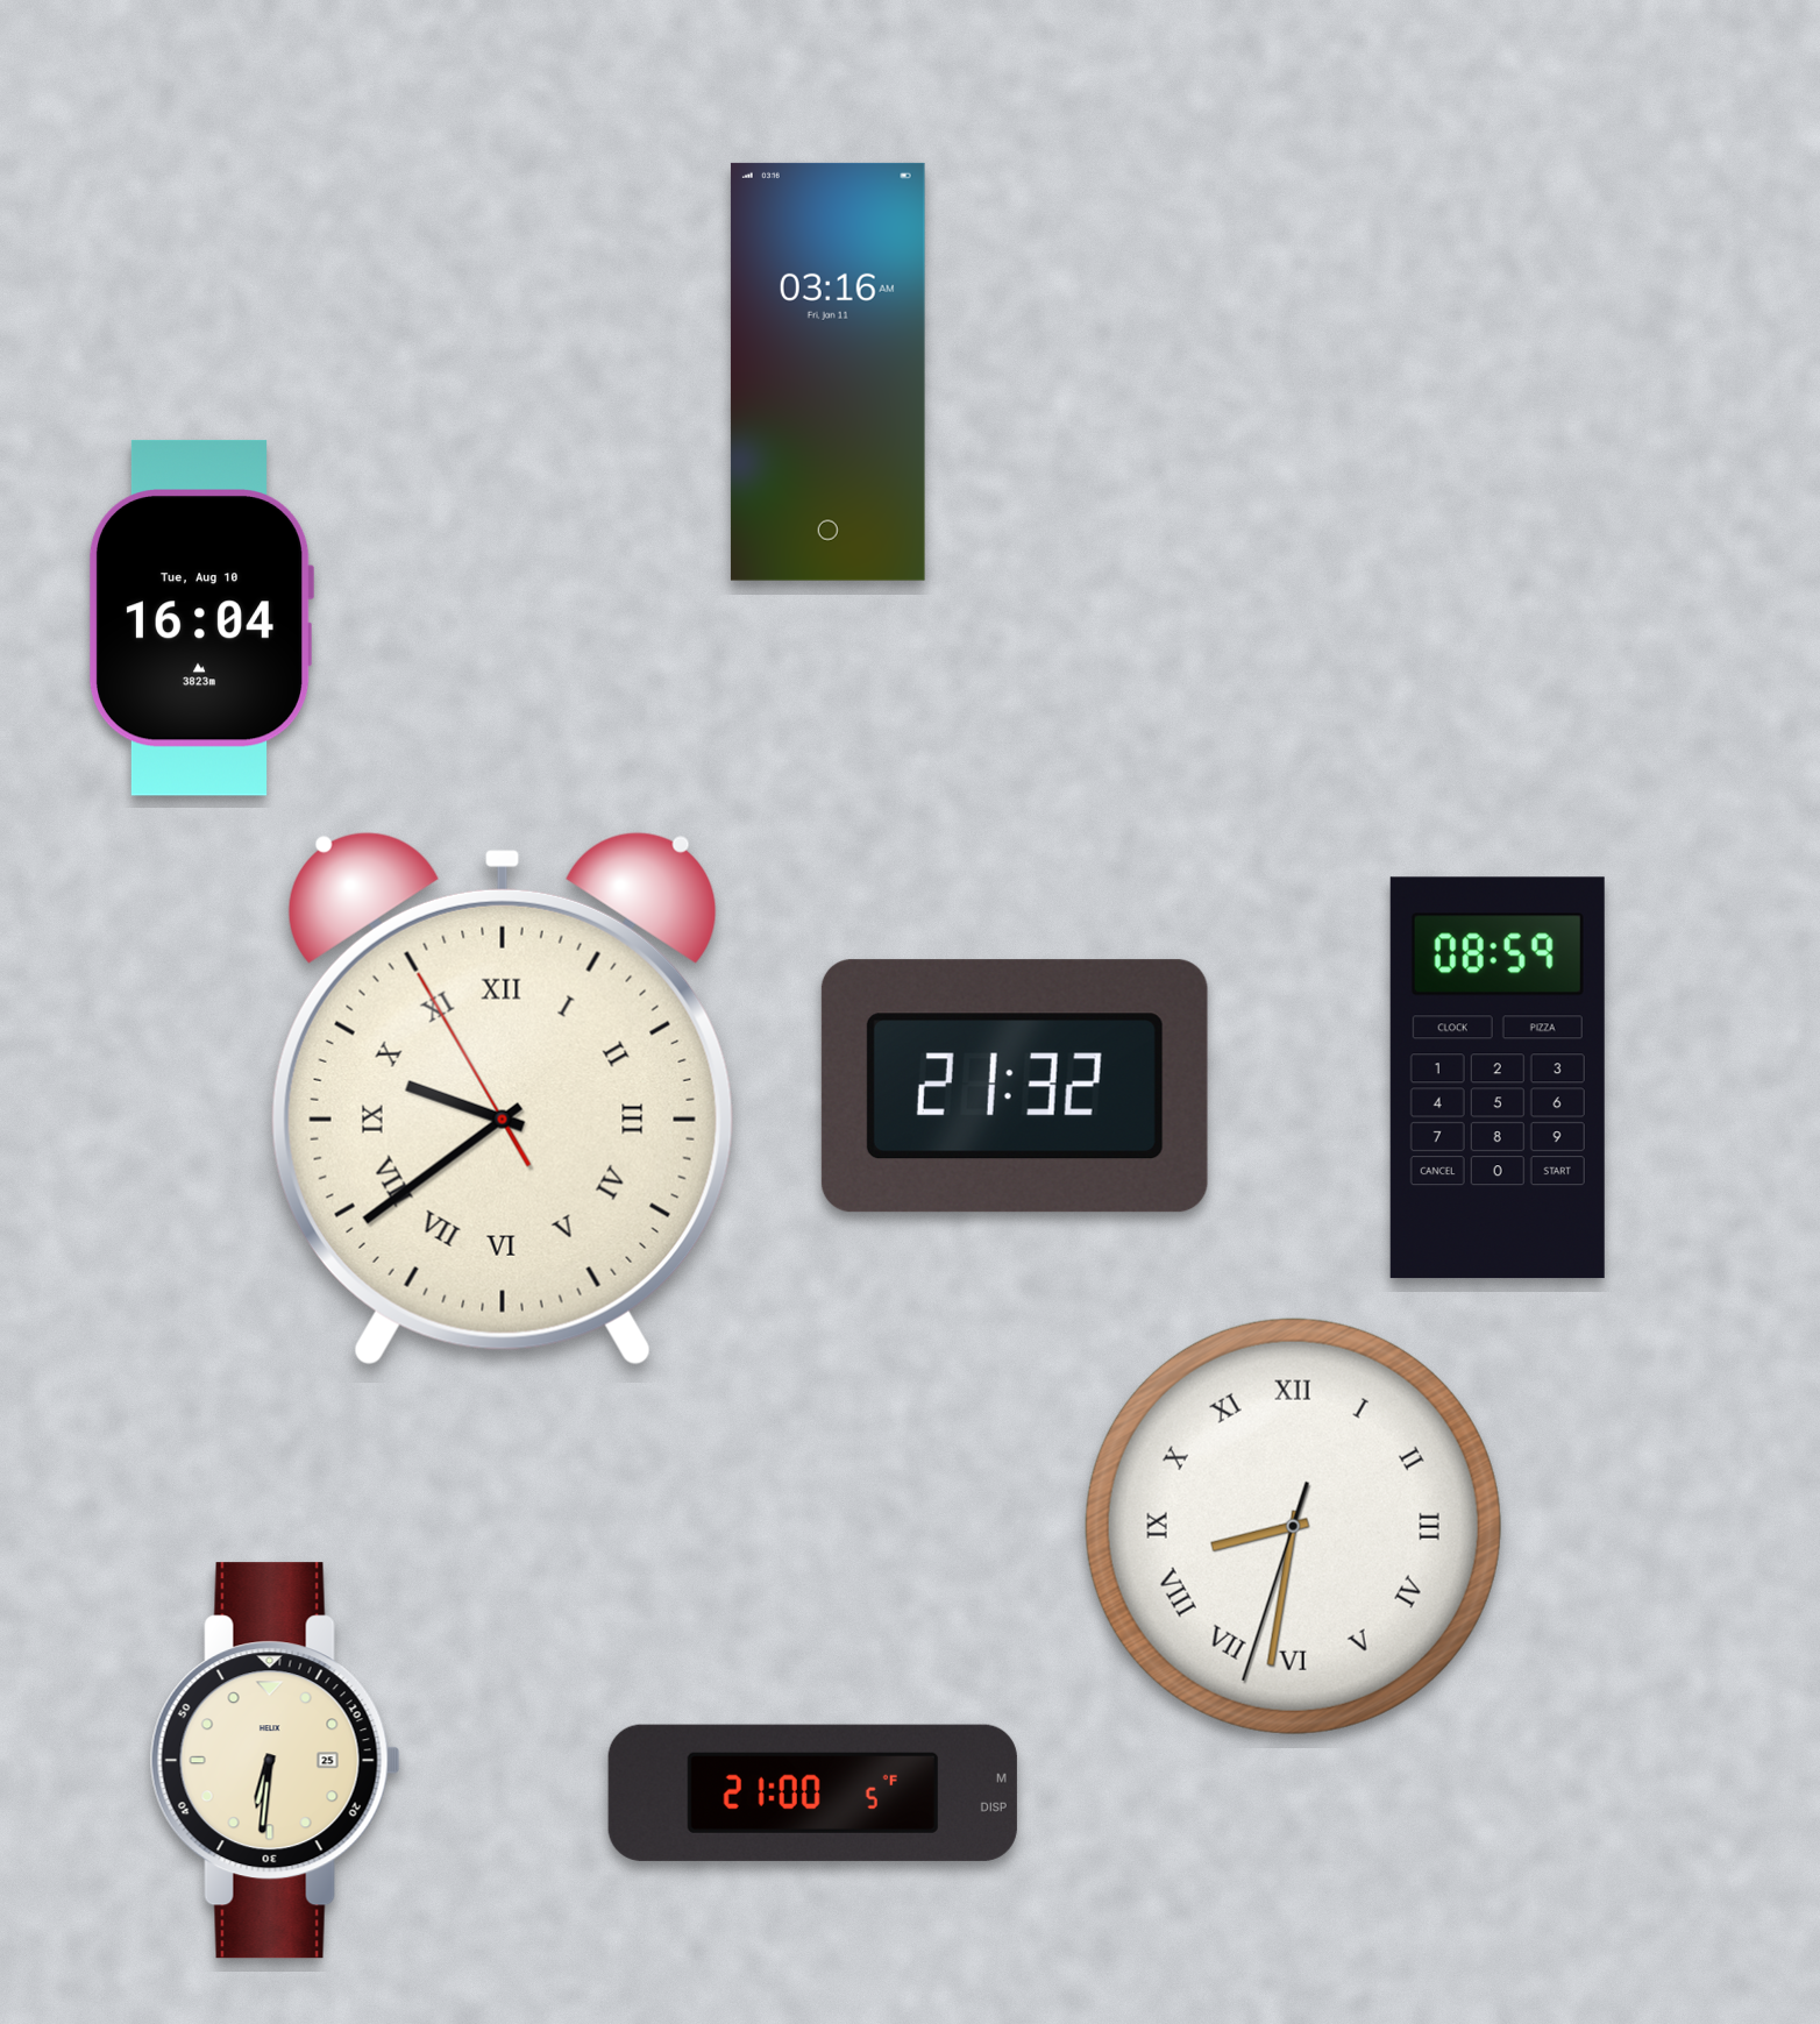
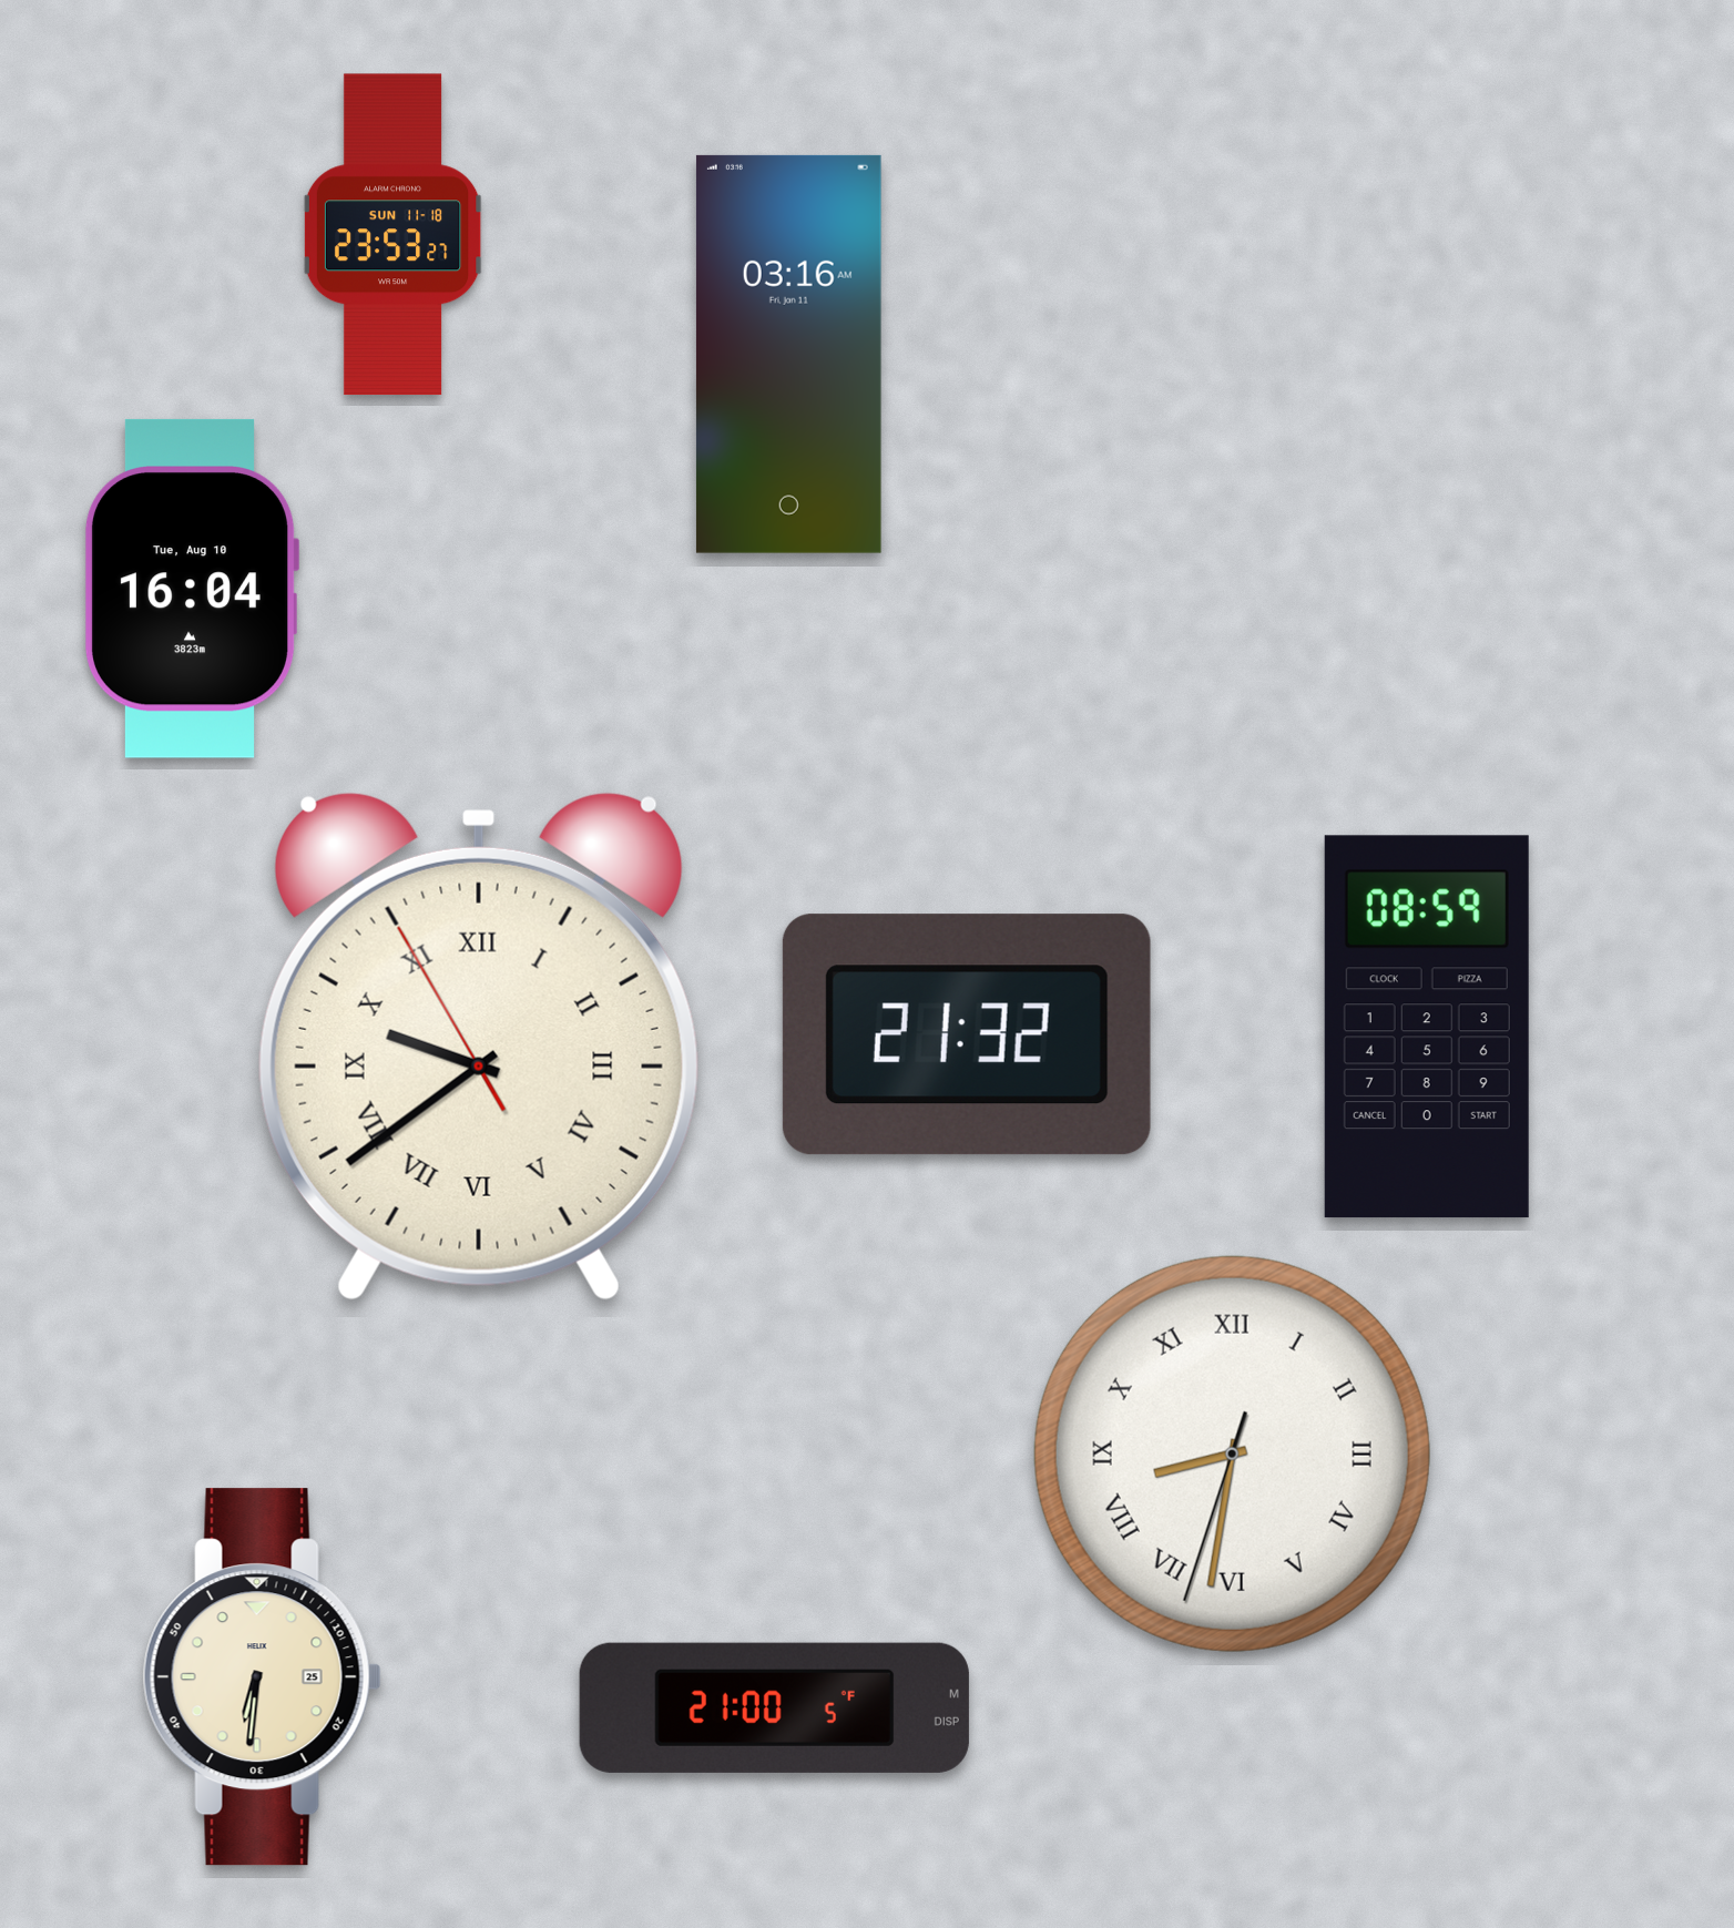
clock at (392, 235): none -> 23:53
